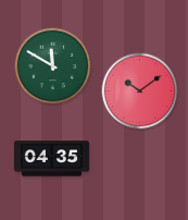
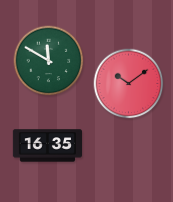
clock at (51, 159): 04:35 -> 16:35
